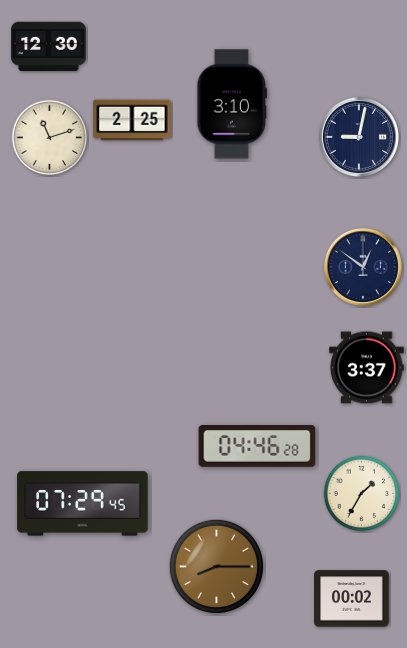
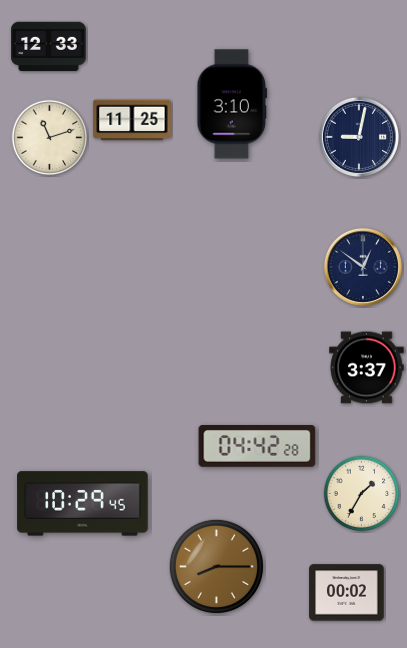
clock at (49, 47): 12:30 -> 12:33
clock at (132, 120): 2:25 -> 11:25
clock at (257, 447): 04:46 -> 04:42
clock at (83, 504): 07:29 -> 10:29
clock at (352, 599) position: (352, 599) -> (347, 593)
